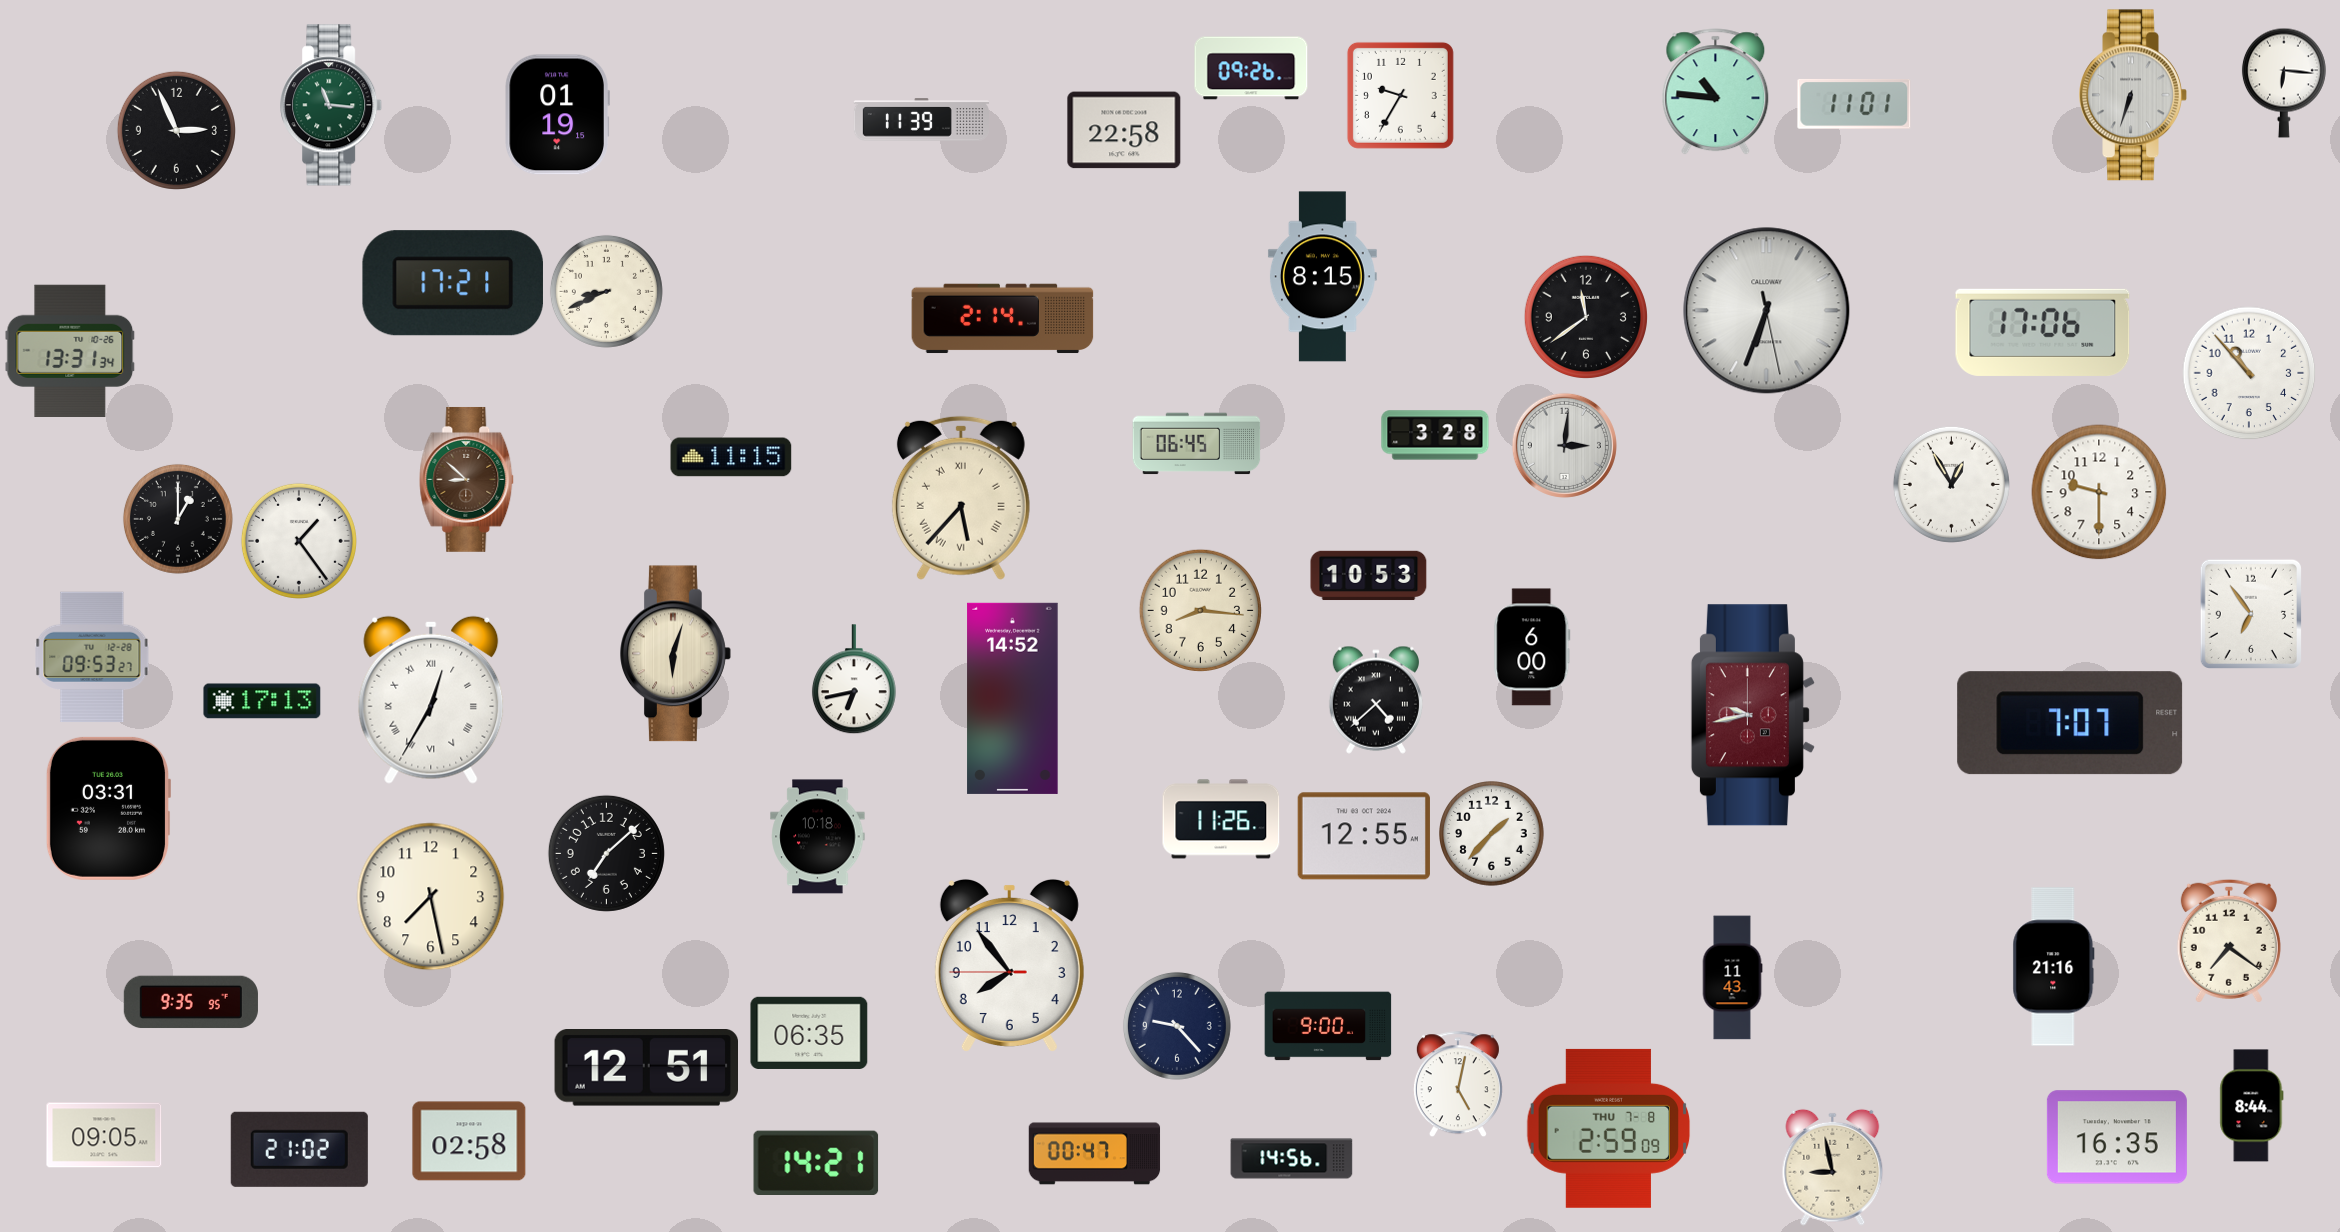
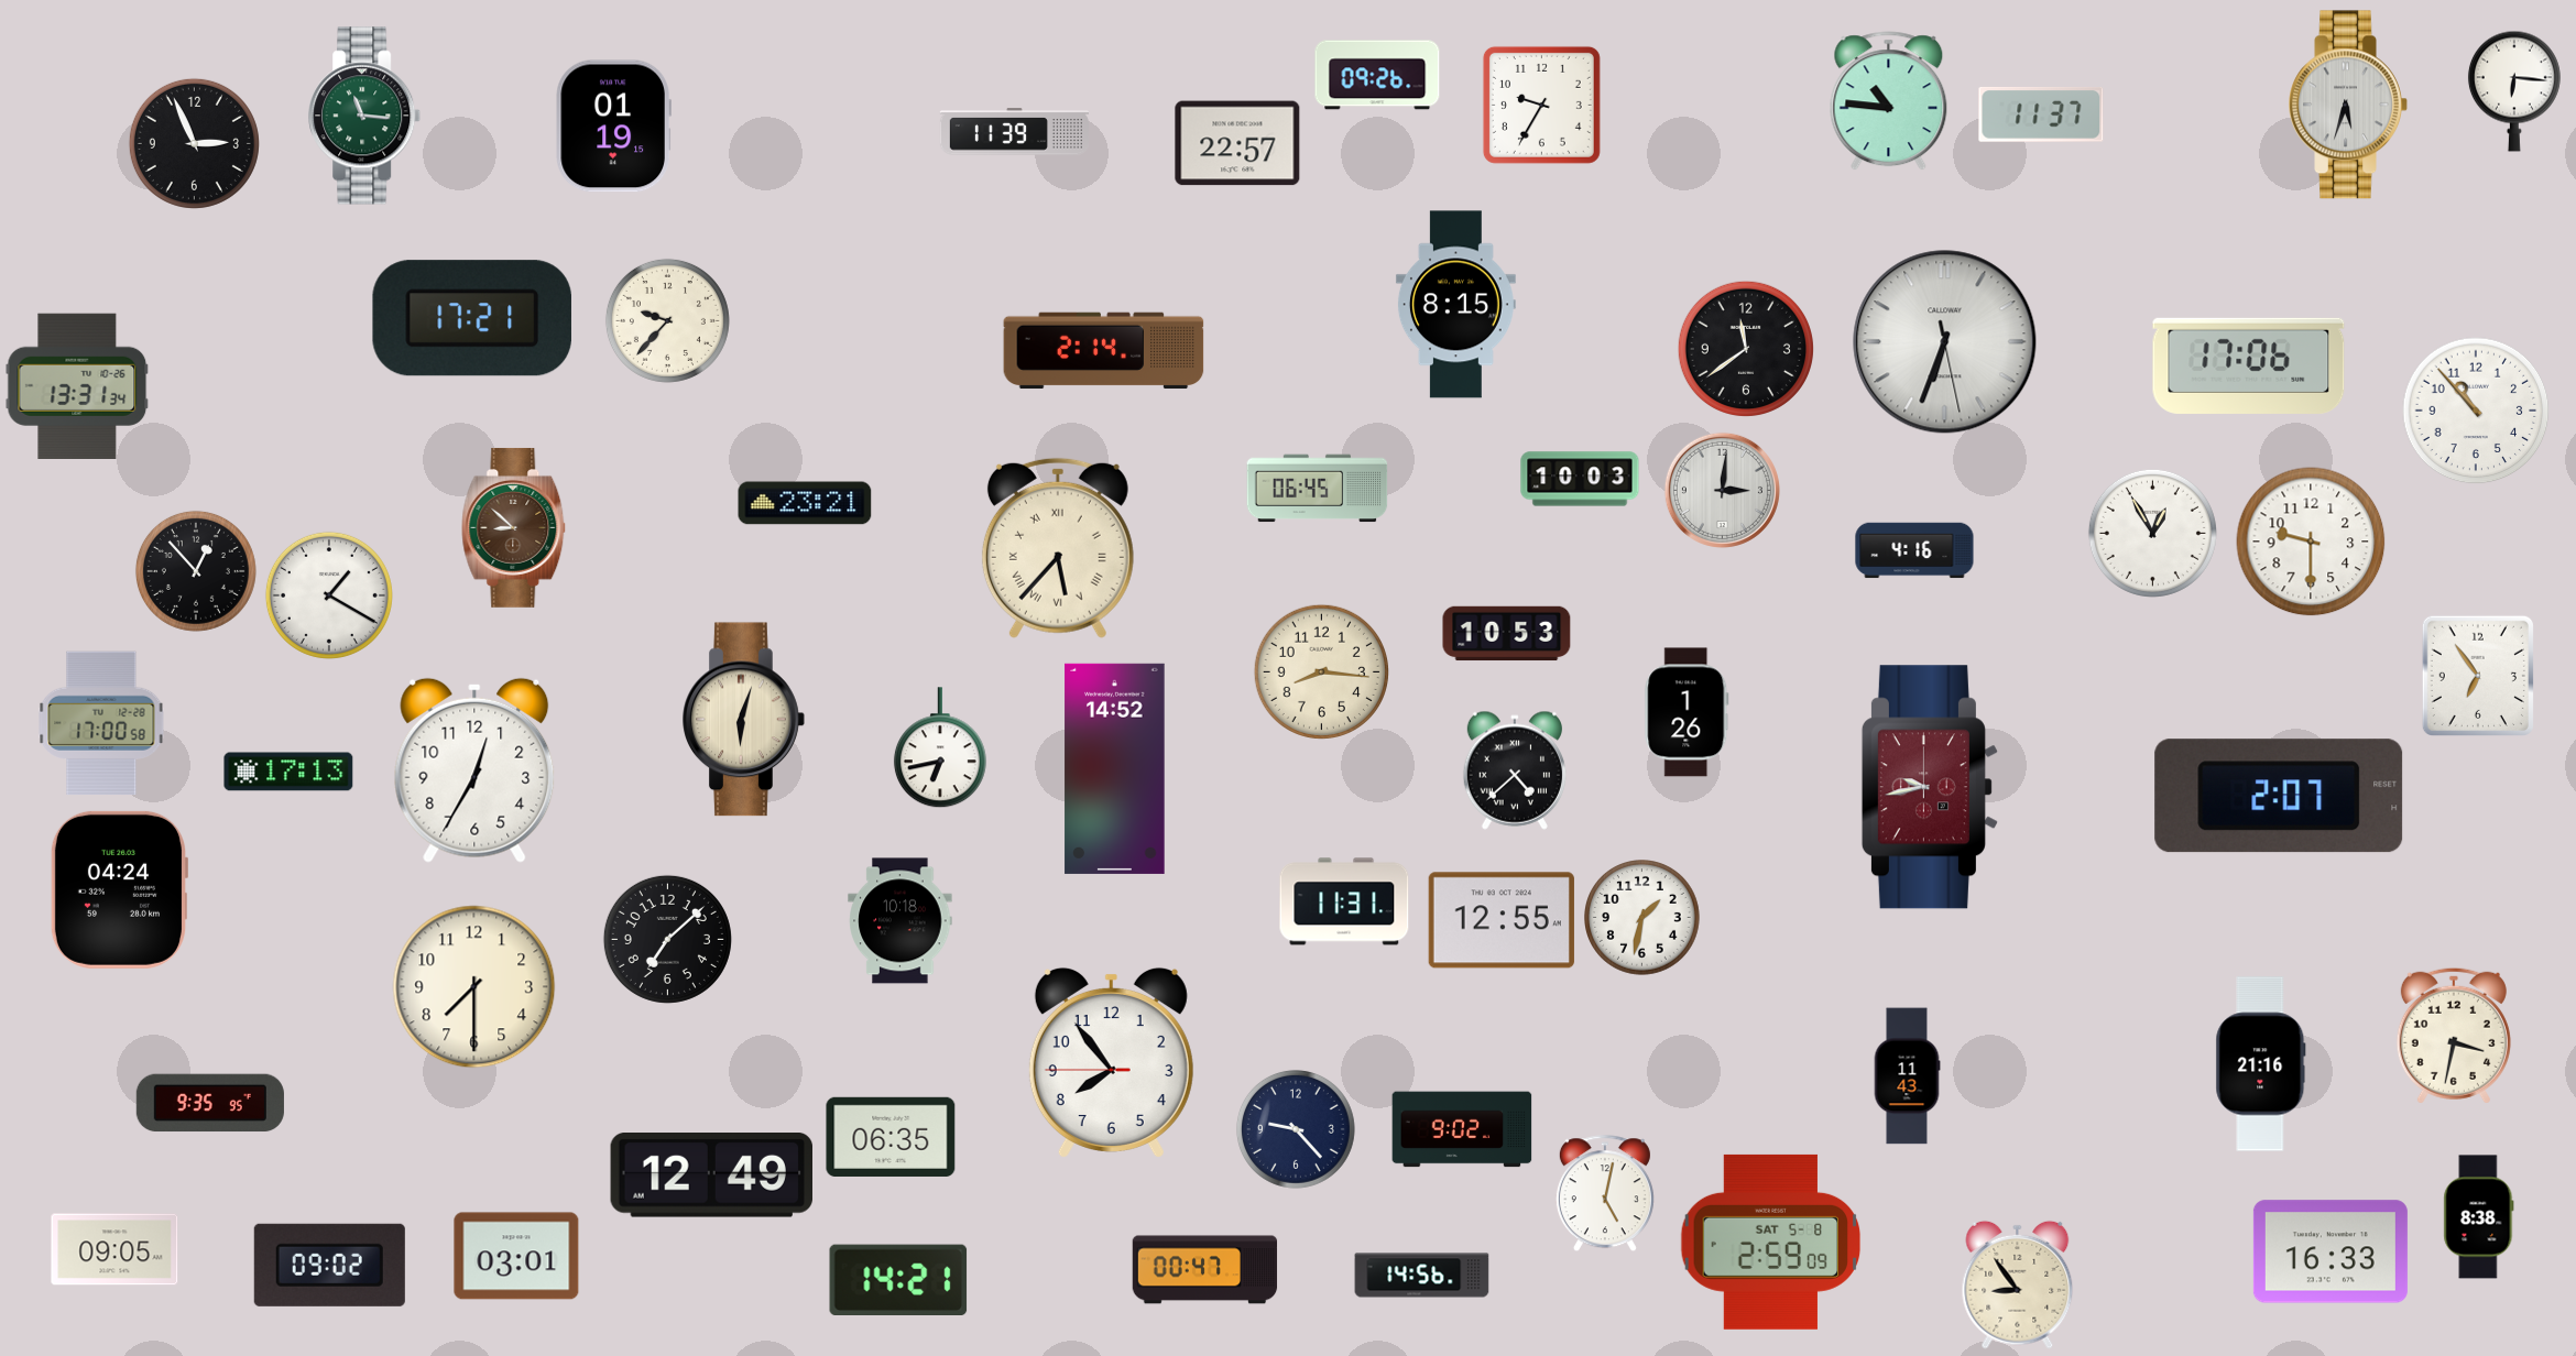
clock at (2133, 95): 6:33 -> 5:33
clock at (1854, 104): 11:01 -> 11:37
clock at (1124, 130): 22:58 -> 22:57
clock at (453, 283) position: (453, 283) -> (472, 318)
clock at (606, 291): 8:41 -> 9:37
clock at (1435, 435): 3:28 -> 10:03
clock at (731, 457): 11:15 -> 23:21
clock at (1951, 484) position: (1951, 484) -> (2152, 533)
clock at (1914, 550): none -> 4:16
clock at (178, 519): 1:00 -> 12:53
clock at (299, 541): 1:24 -> 1:20
clock at (1532, 647): 6:00 -> 1:26
clock at (92, 657): 09:53 -> 17:00
clock at (431, 700) numerals: Roman -> Arabic
clock at (2070, 723): 7:07 -> 2:07
clock at (107, 808): 03:31 -> 04:24
clock at (1221, 819): 11:26 -> 11:31
clock at (1492, 834): 1:37 -> 1:32
clock at (431, 897): 7:28 -> 7:30
clock at (2229, 941): 7:21 -> 3:32
clock at (1328, 1026): 9:00 -> 9:02
clock at (646, 1068): 12:51 -> 12:49
clock at (2252, 1106): 8:44 -> 8:38
clock at (1609, 1128) date: THU 7-8 -> SAT 5-8
clock at (2117, 1137): 16:35 -> 16:33
clock at (469, 1141): 02:58 -> 03:01
clock at (299, 1149): 21:02 -> 09:02
clock at (1833, 1167): 8:58 -> 8:54
